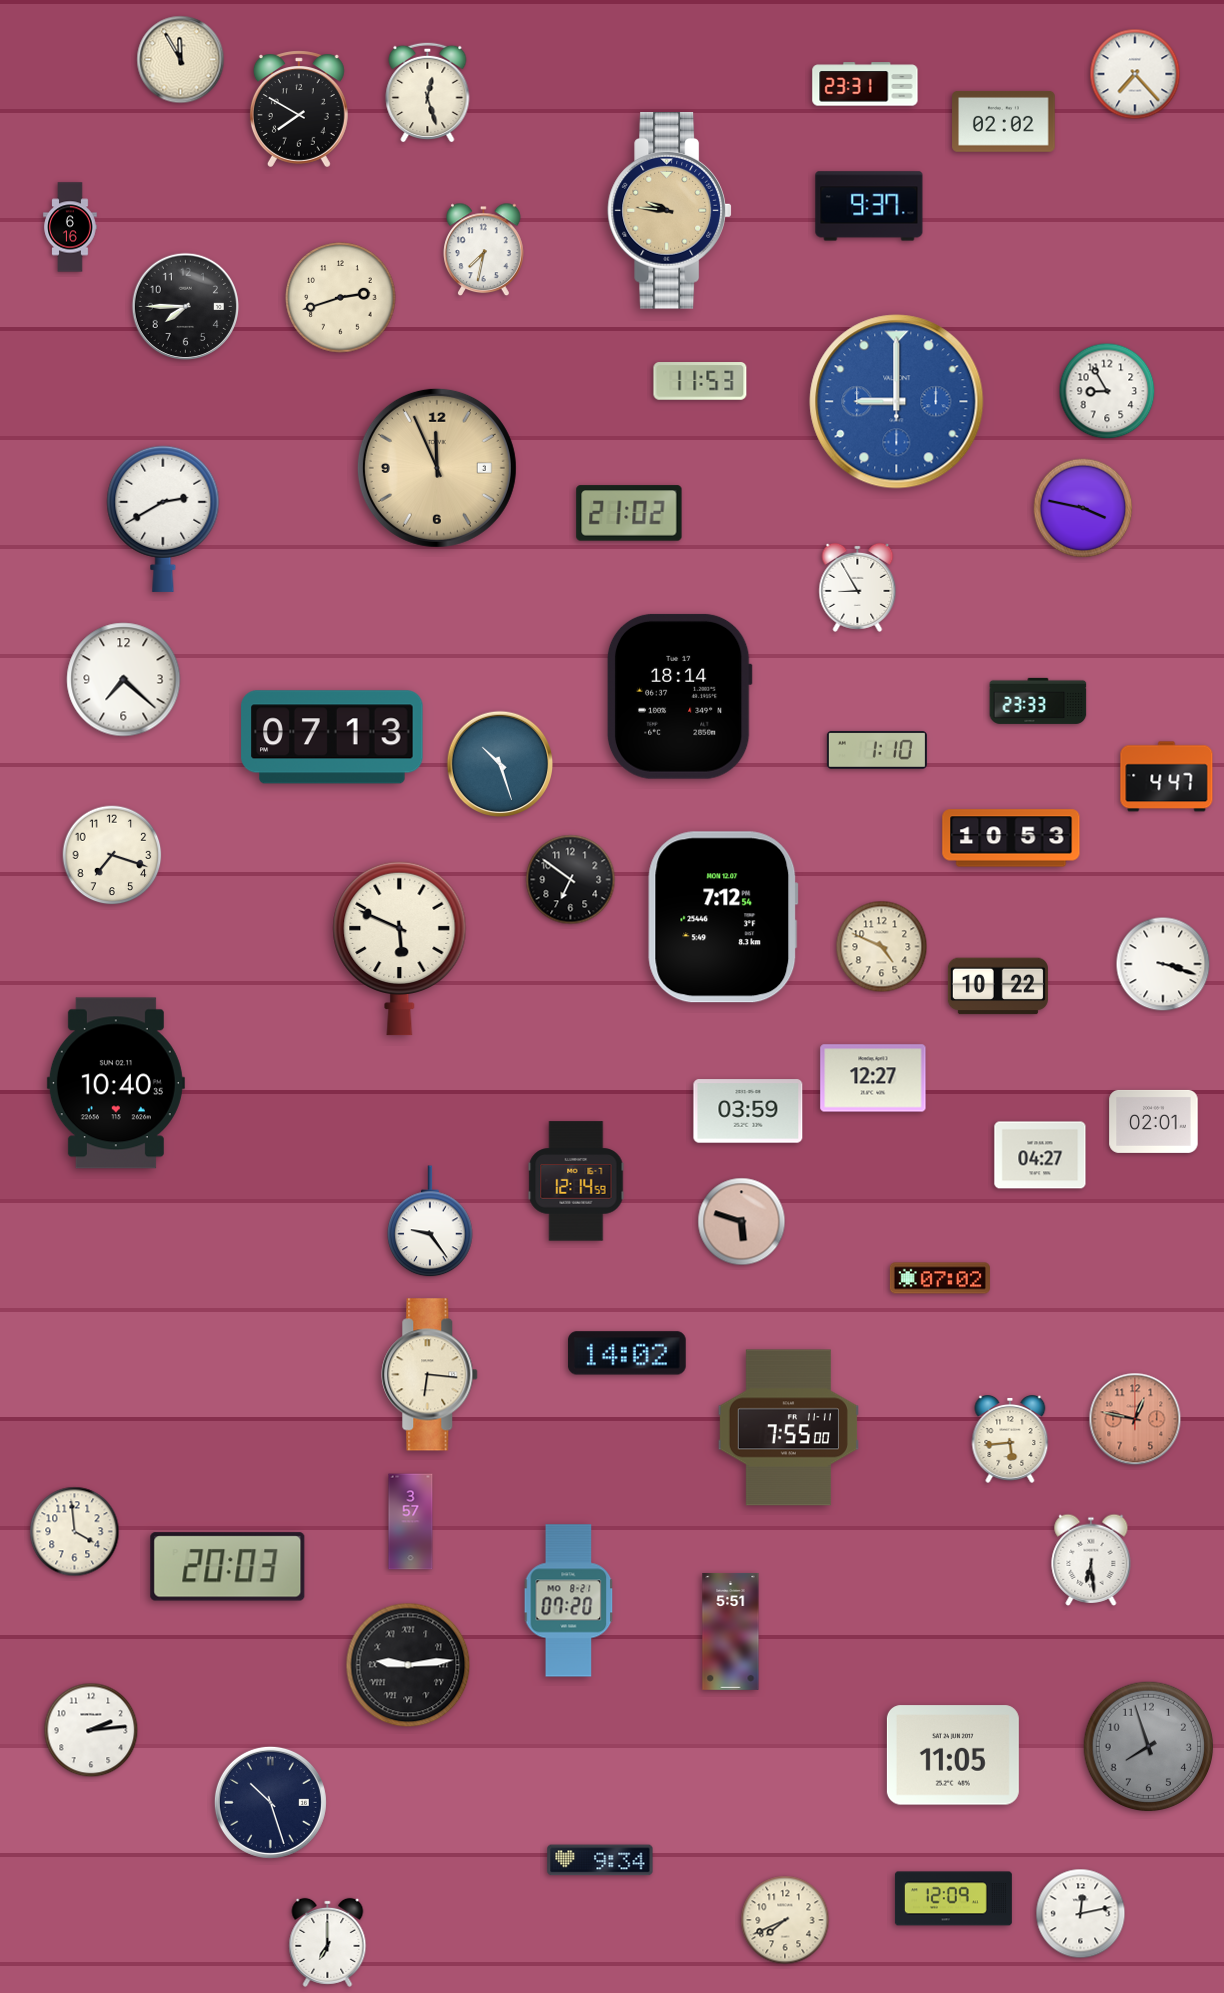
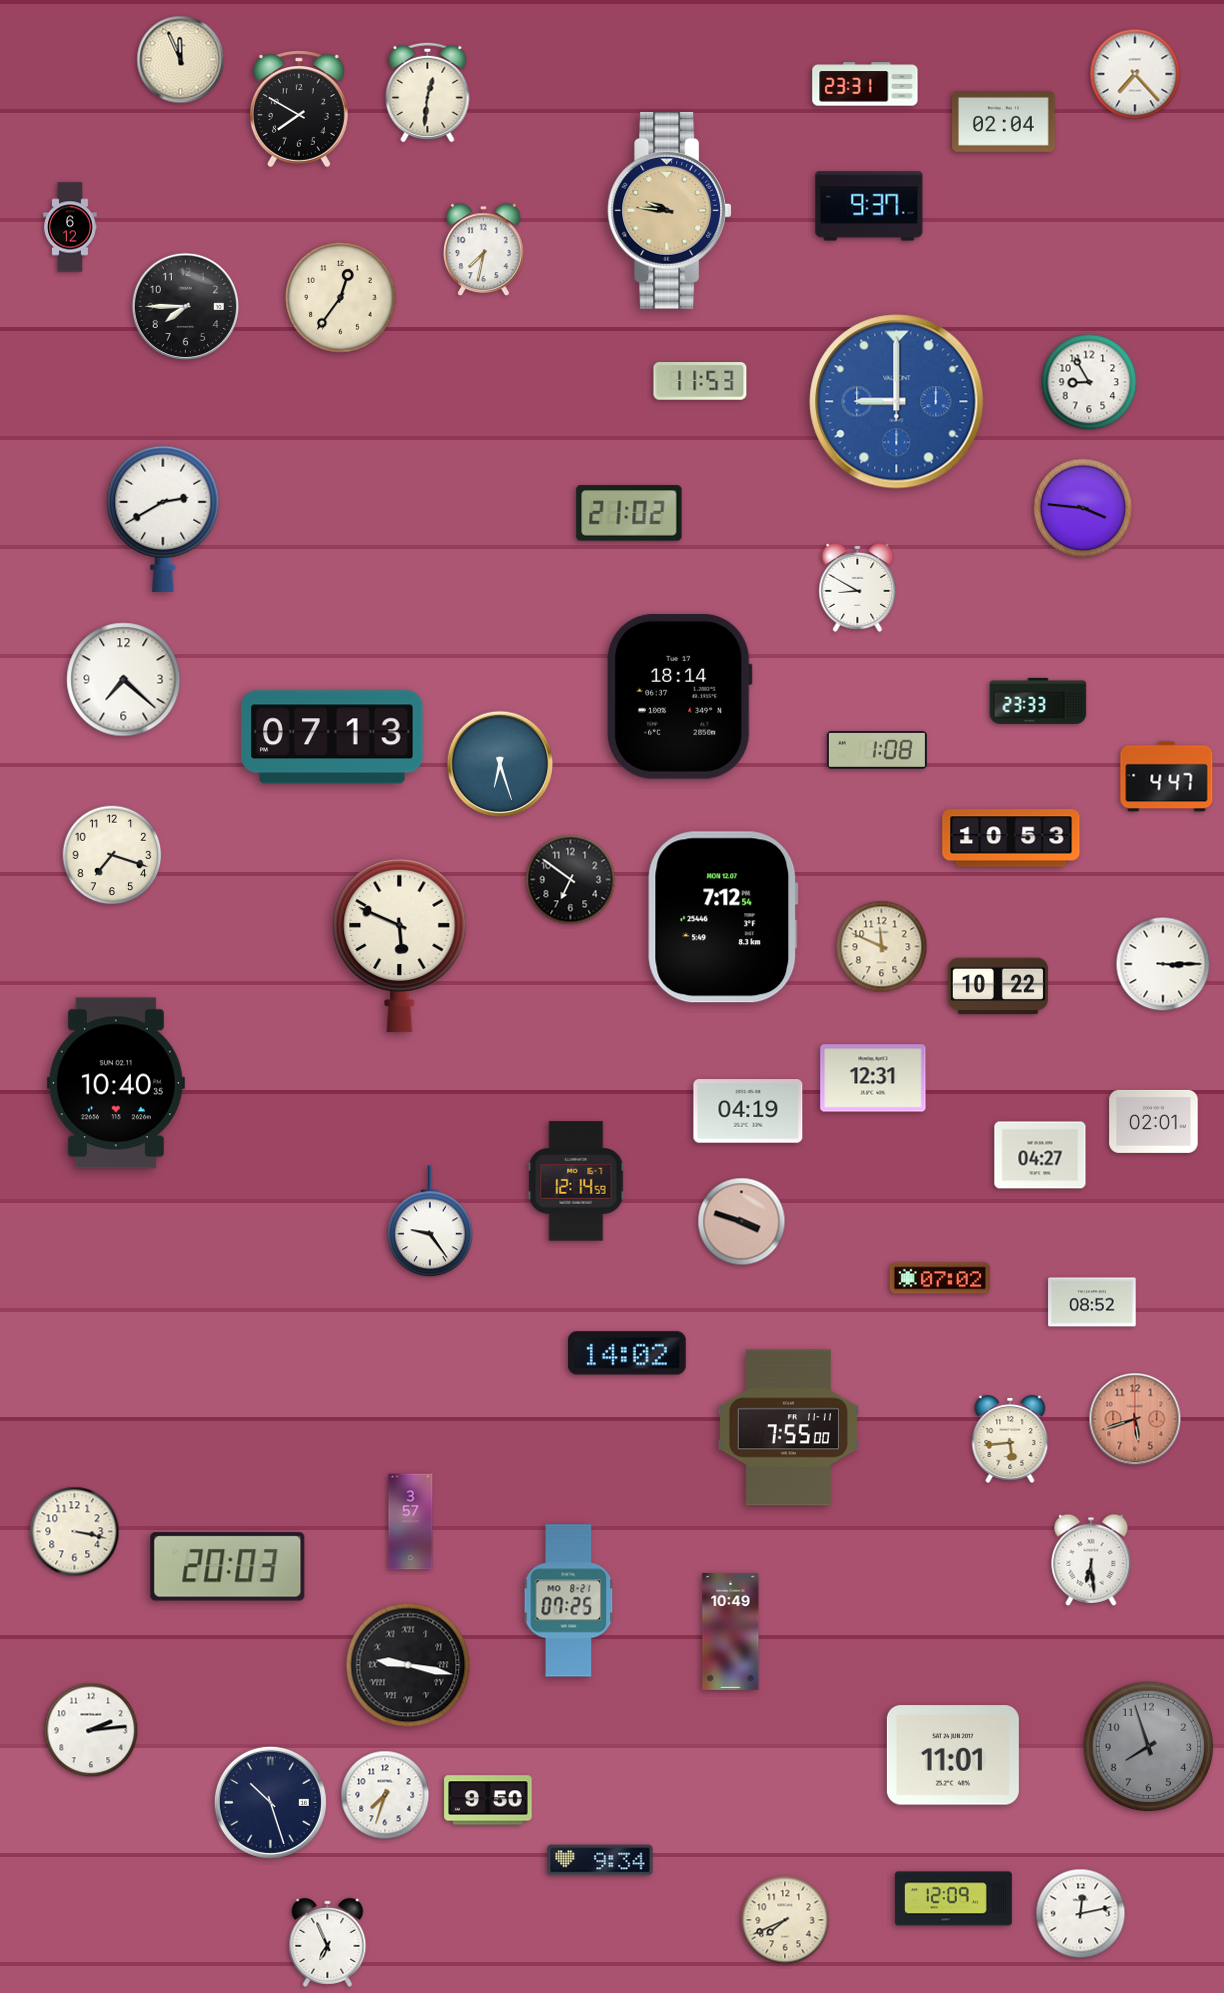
clock at (181, 60): 11:55 -> 11:56
clock at (428, 92): 12:27 -> 12:31
clock at (1004, 121): 02:02 -> 02:04
clock at (70, 227): 6:16 -> 6:12
clock at (341, 298): 2:42 -> 12:36
clock at (1107, 391) position: (1107, 391) -> (1089, 382)
clock at (437, 468): 11:56 -> none
clock at (1083, 508): 3:47 -> 3:46
clock at (858, 587): 8:55 -> 8:50
clock at (877, 750): 1:10 -> 1:08
clock at (500, 764): 10:27 -> 6:27
clock at (882, 947): 4:49 -> 11:49
clock at (400, 948) position: (400, 948) -> (400, 945)
clock at (1163, 964): 3:18 -> 3:15
clock at (873, 1078): 12:27 -> 12:31
clock at (748, 1111): 03:59 -> 04:19
clock at (742, 1222): 5:48 -> 3:48
clock at (1092, 1302): none -> 08:52
clock at (430, 1375): 6:16 -> none
clock at (1135, 1419): 12:47 -> 5:42
clock at (75, 1532): 3:59 -> 3:17
clock at (569, 1601): 07:20 -> 07:25
clock at (731, 1631): 5:51 -> 10:49
clock at (408, 1665): 9:14 -> 9:17
clock at (953, 1755): 11:05 -> 11:01
clock at (385, 1795): none -> 7:33
clock at (488, 1800): none -> 9:50
clock at (328, 1942): 7:00 -> 6:56
